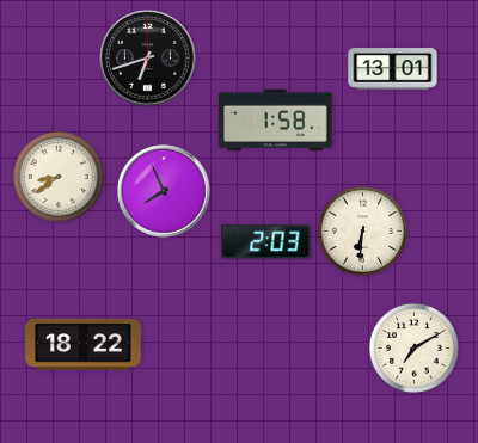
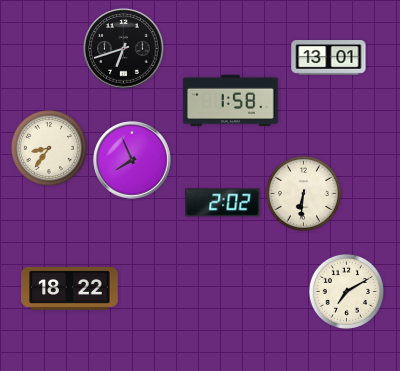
clock at (59, 177): 8:39 -> 8:36
clock at (164, 191) position: (164, 191) -> (132, 160)
clock at (266, 242): 2:03 -> 2:02
